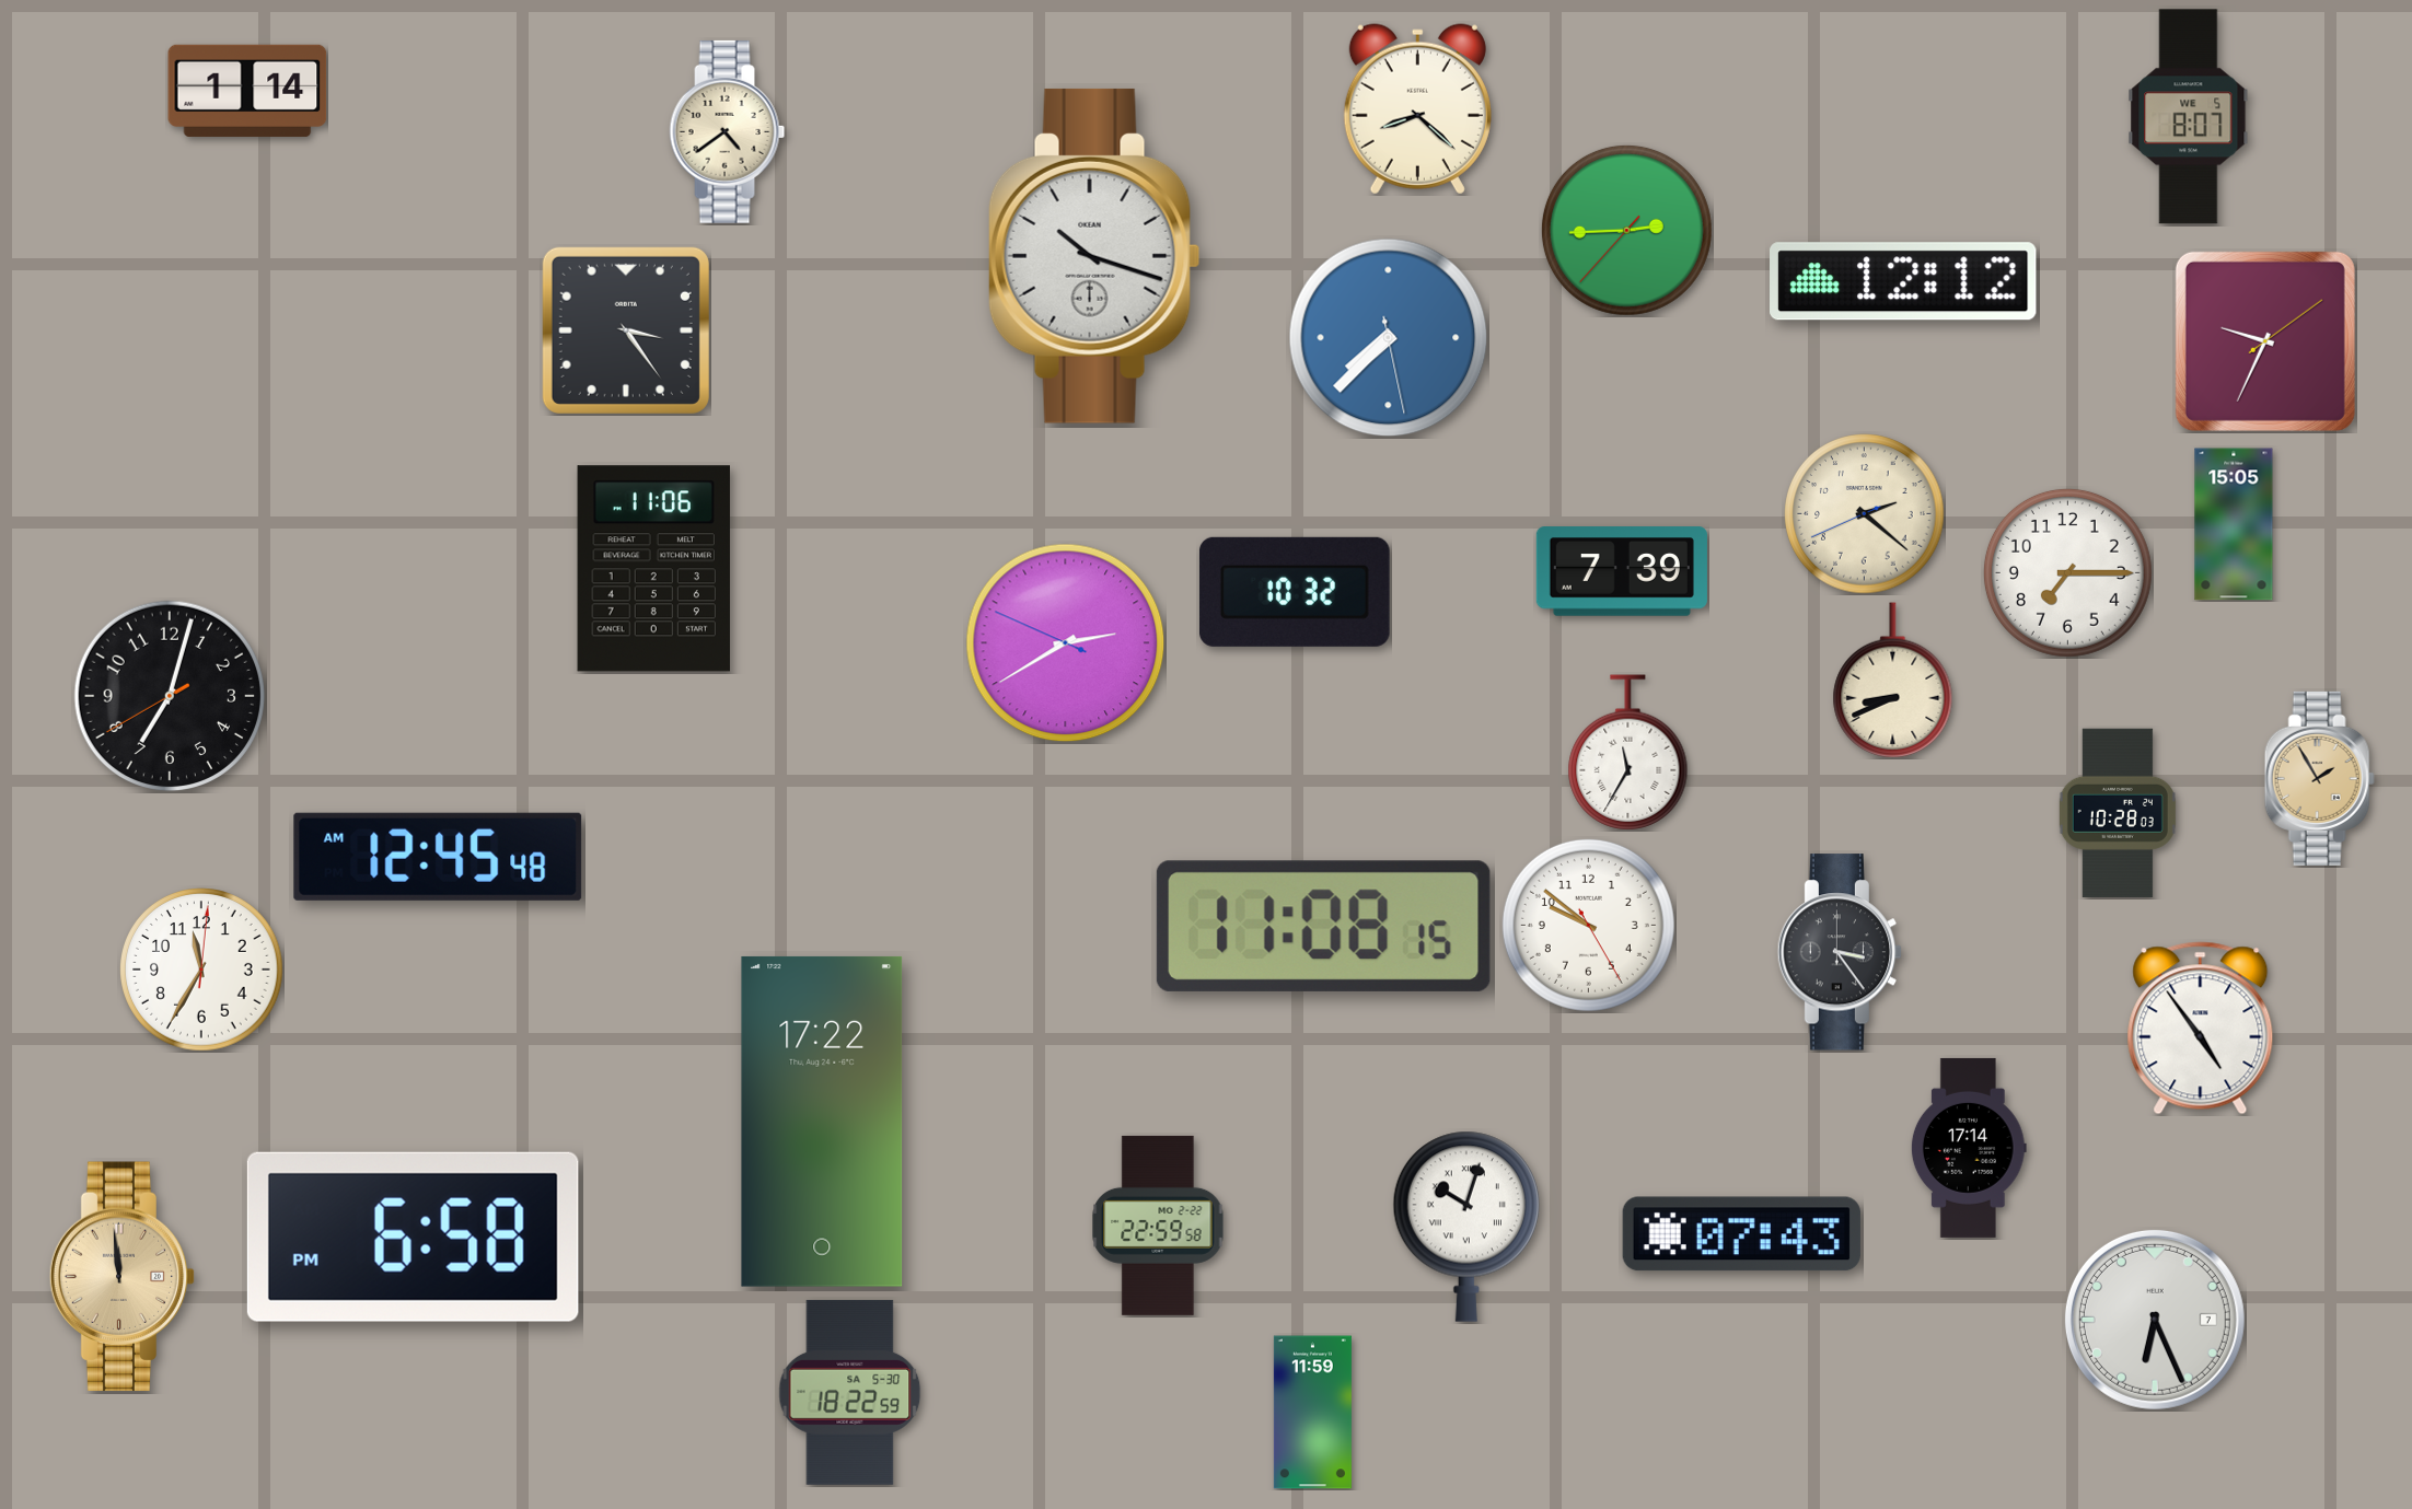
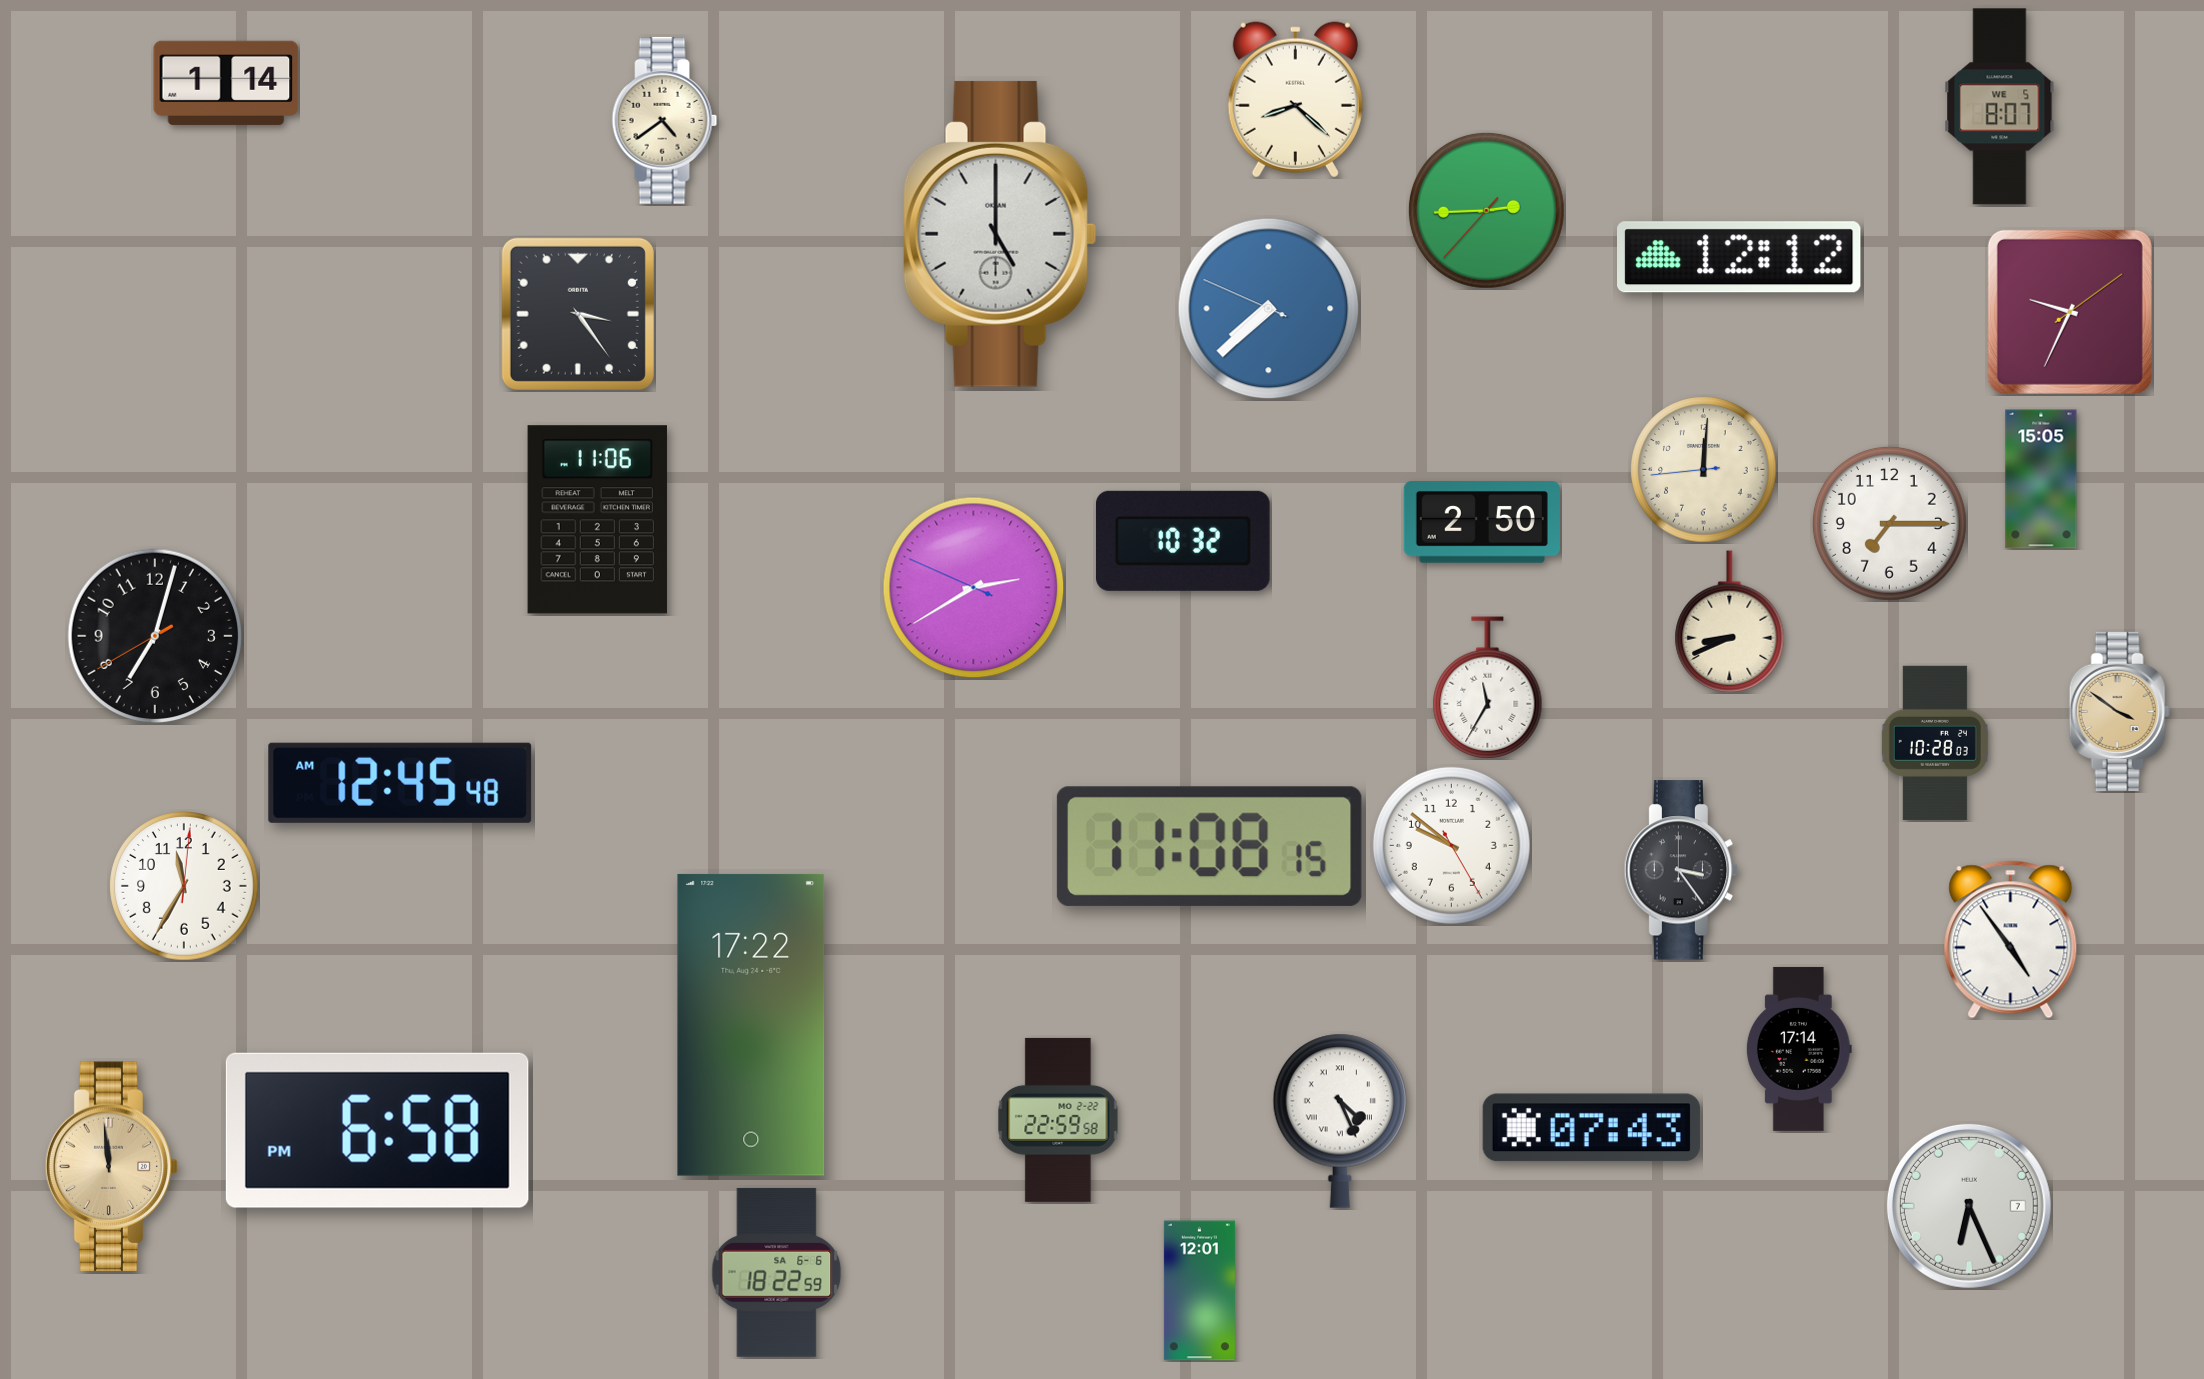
clock at (1094, 256): 10:18 -> 5:00
clock at (626, 330) position: (626, 330) -> (578, 314)
clock at (1389, 338): 7:37:28 -> 7:37:49
clock at (1865, 514): 2:21 -> 12:00
clock at (1622, 571): 7:39 -> 2:50
clock at (2319, 778): 1:55 -> 3:51
clock at (1466, 1227): 10:03 -> 4:26
clock at (850, 1392) date: SA 5-30 -> SA 6-6
clock at (1312, 1413): 11:59 -> 12:01
